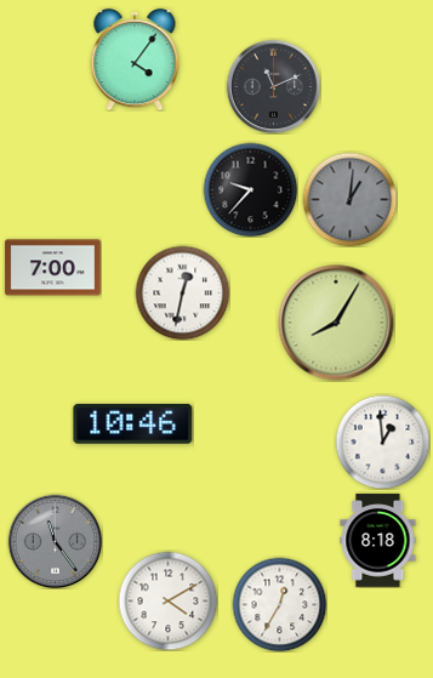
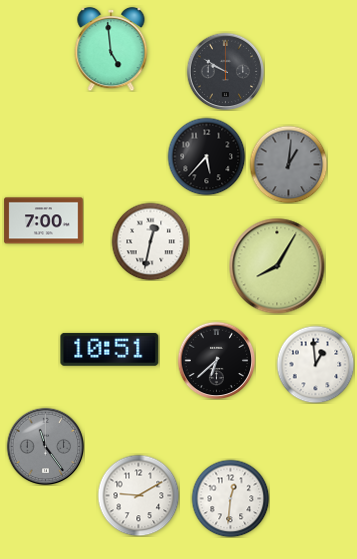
clock at (135, 59): 4:06 -> 4:59
clock at (273, 86): 11:11 -> 9:50
clock at (250, 189): 9:37 -> 5:37
clock at (133, 423): 10:46 -> 10:51
clock at (216, 360): none -> 6:38
clock at (378, 541): 8:18 -> none
clock at (167, 600): 4:10 -> 9:10
clock at (279, 604): 12:35 -> 12:31
